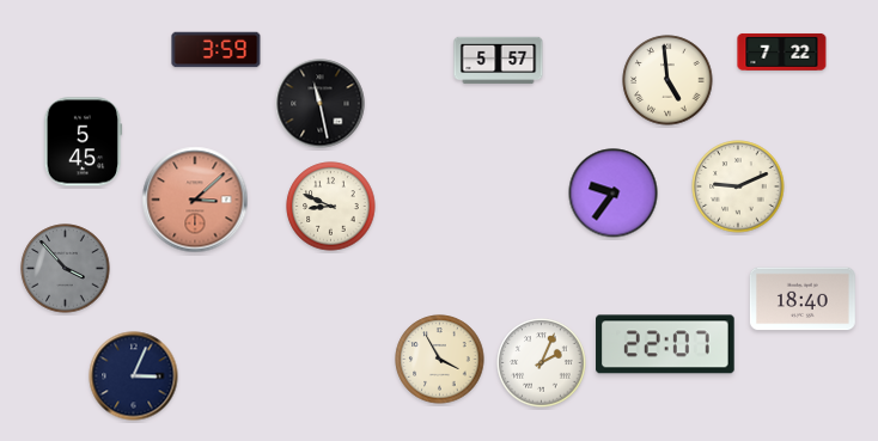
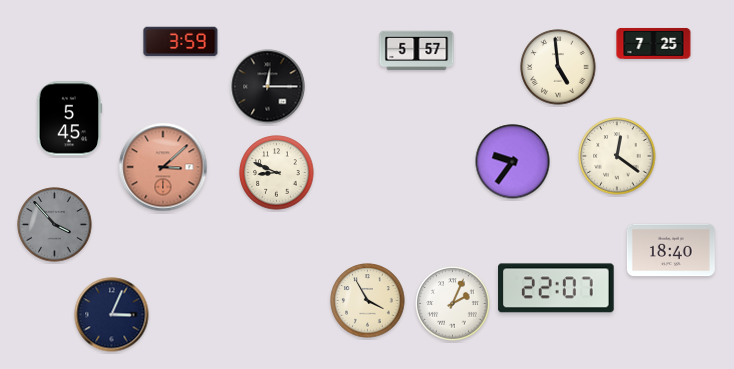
clock at (782, 51): 7:22 -> 7:25
clock at (321, 104): 11:28 -> 12:15
clock at (738, 186): 9:11 -> 12:21
